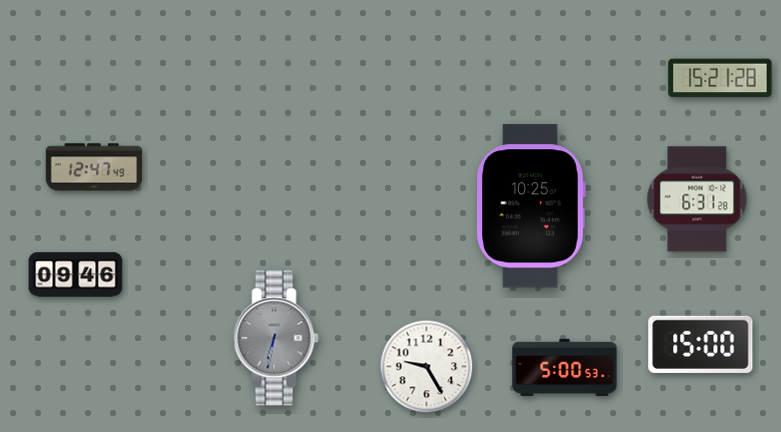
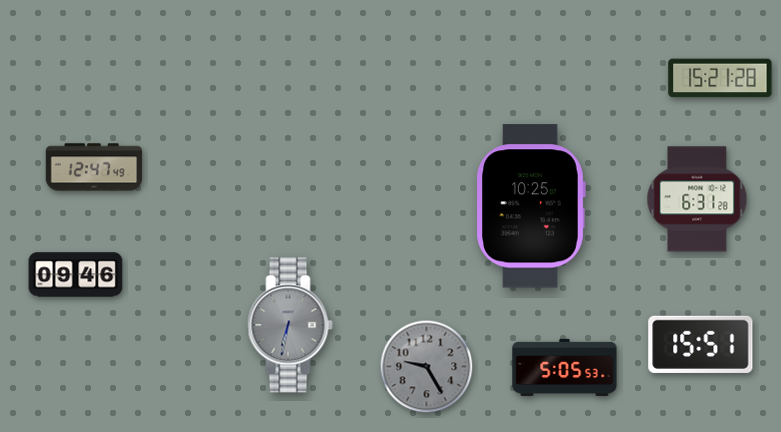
clock at (276, 338) position: (276, 338) -> (290, 325)
clock at (701, 344): 15:00 -> 15:51
clock at (427, 367) dial: white -> grey
clock at (565, 367): 5:00 -> 5:05
